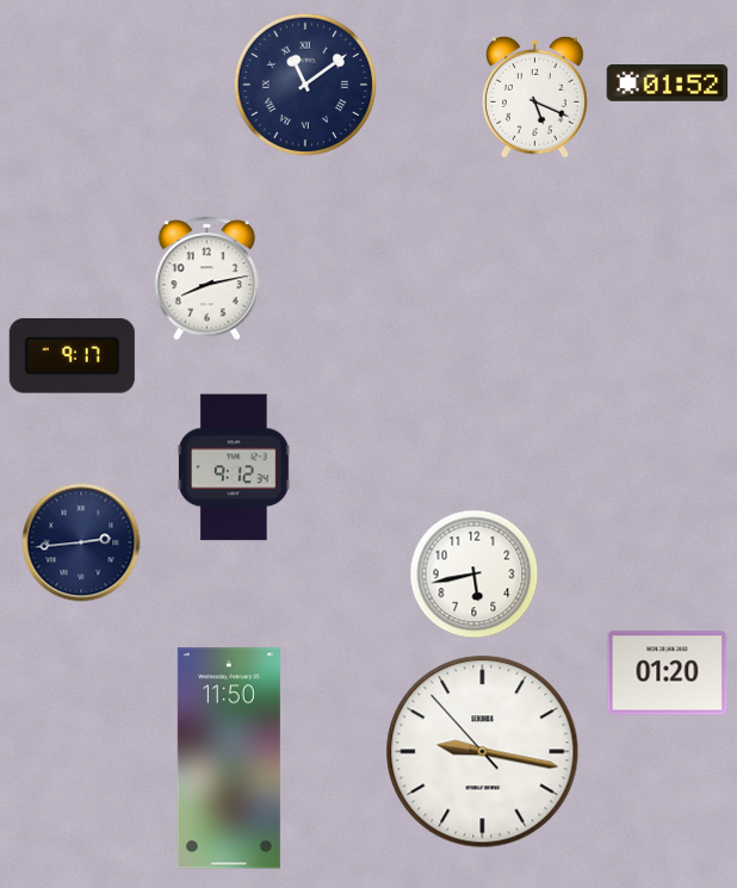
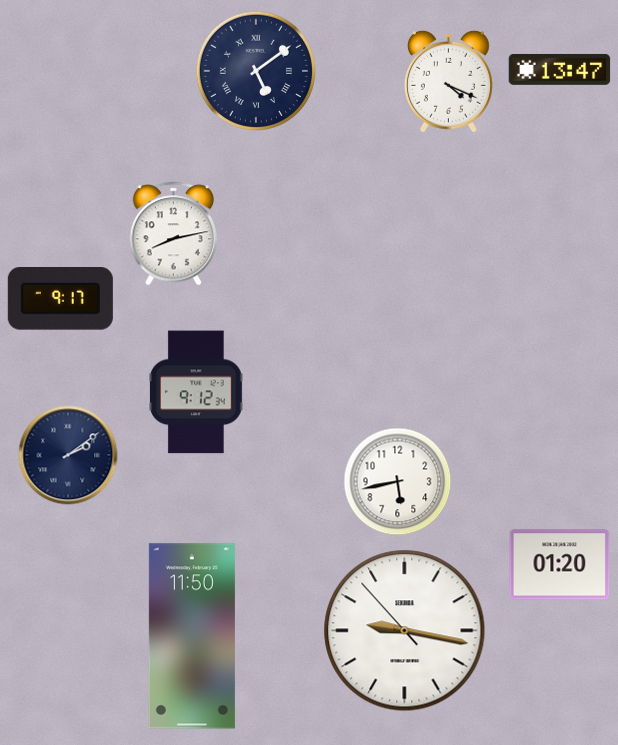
clock at (668, 82): 01:52 -> 13:47
clock at (304, 83): 11:09 -> 5:09
clock at (534, 97): 5:19 -> 4:19
clock at (81, 542): 2:44 -> 2:09
